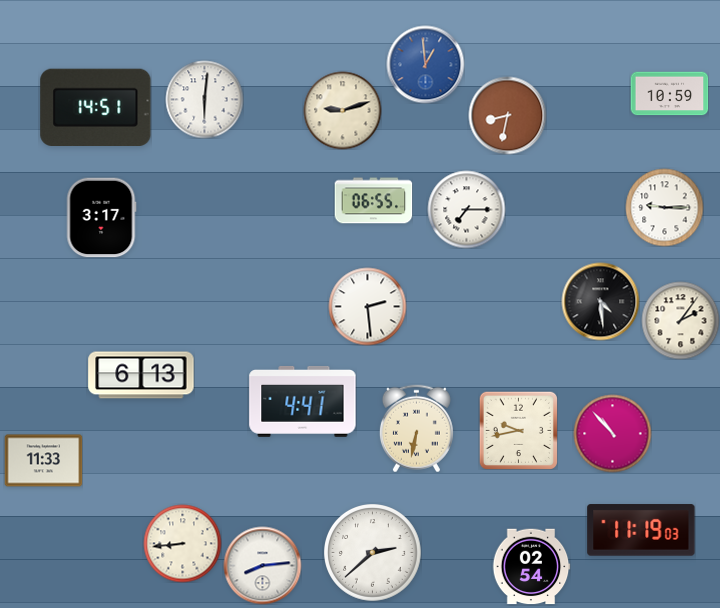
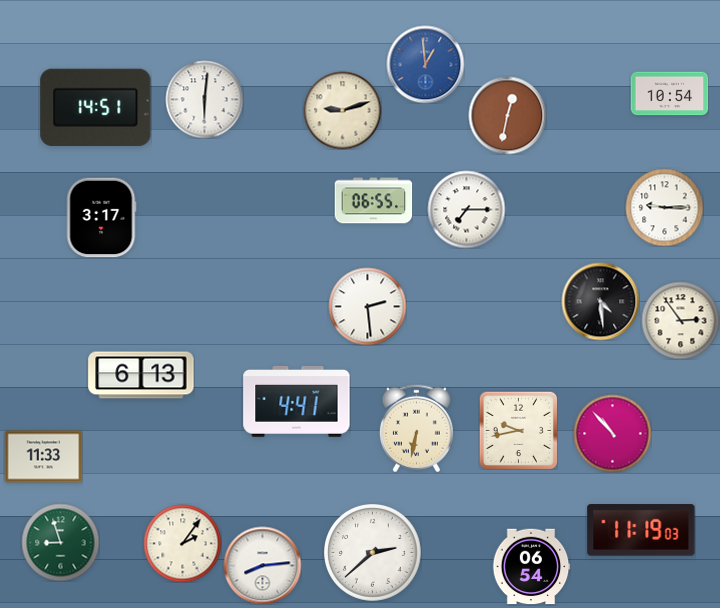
clock at (669, 94): 10:59 -> 10:54
clock at (507, 115): 8:32 -> 12:32
clock at (680, 320): 2:06 -> 2:54
clock at (303, 401) position: (303, 401) -> (297, 401)
clock at (43, 461) position: (43, 461) -> (43, 457)
clock at (60, 542): none -> 8:57
clock at (182, 543): 8:44 -> 2:06
clock at (531, 567): 02:54 -> 06:54
